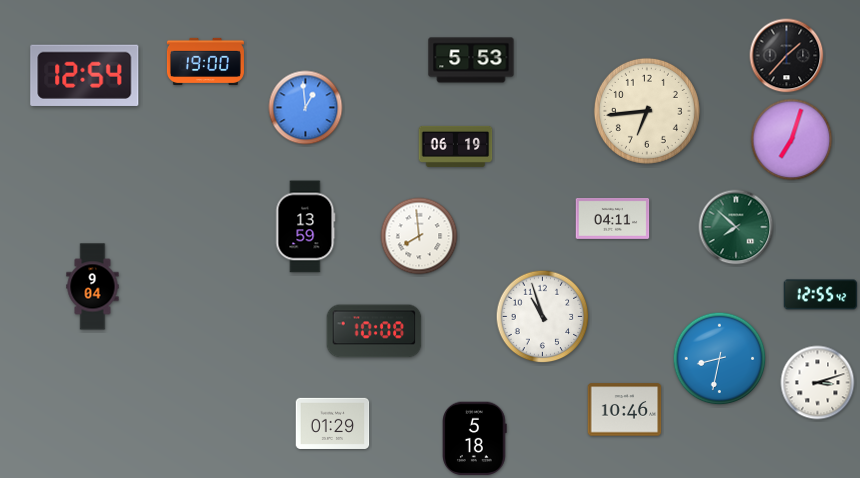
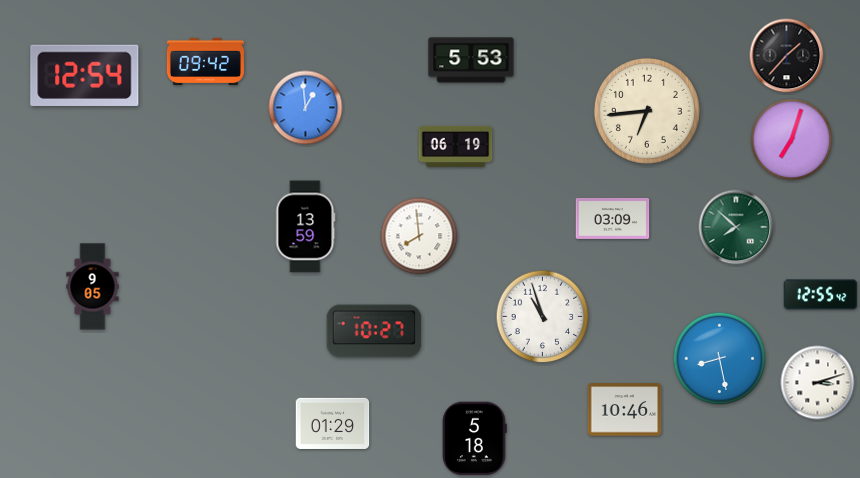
clock at (205, 61): 19:00 -> 09:42
clock at (613, 218): 04:11 -> 03:09
clock at (93, 287): 9:04 -> 9:05
clock at (374, 331): 10:08 -> 10:27
clock at (720, 359): 8:32 -> 8:28
